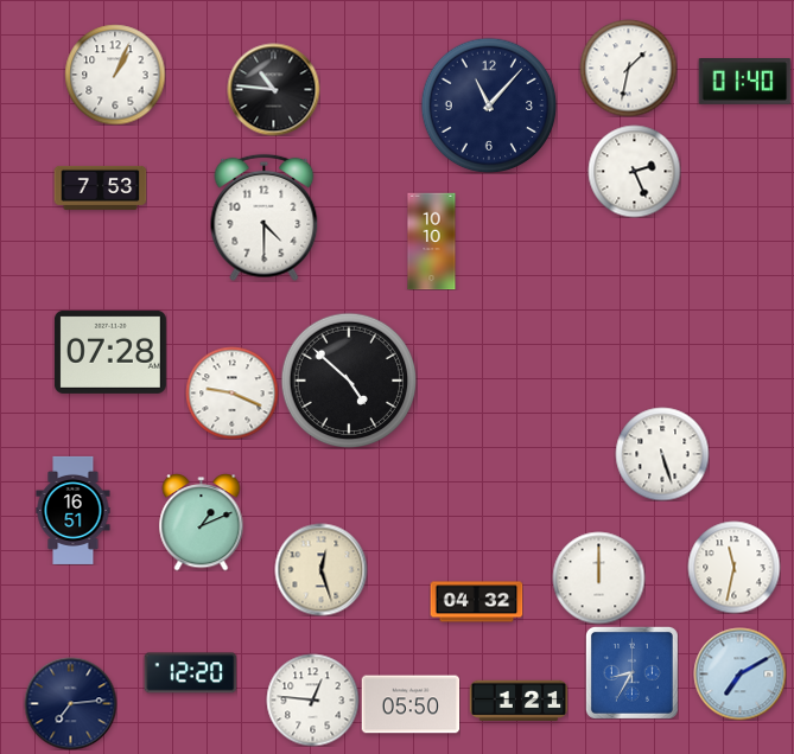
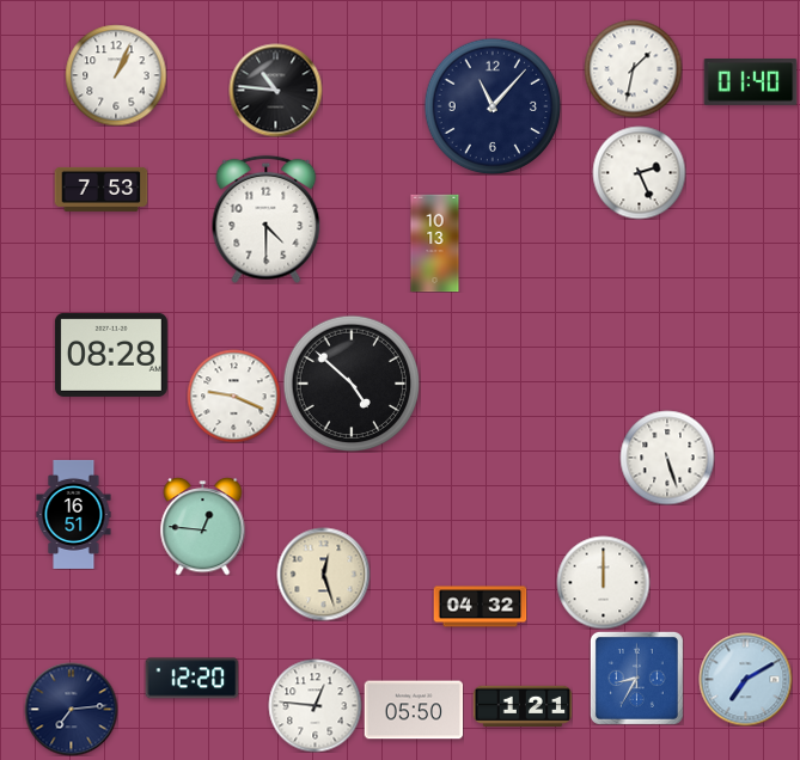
clock at (432, 241): 10:10 -> 10:13
clock at (110, 352): 07:28 -> 08:28
clock at (202, 523): 1:11 -> 12:46
clock at (733, 567): 11:32 -> none
